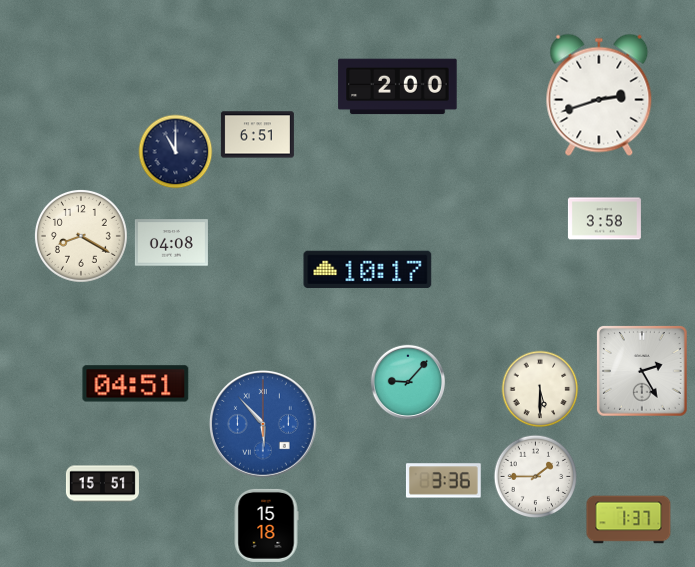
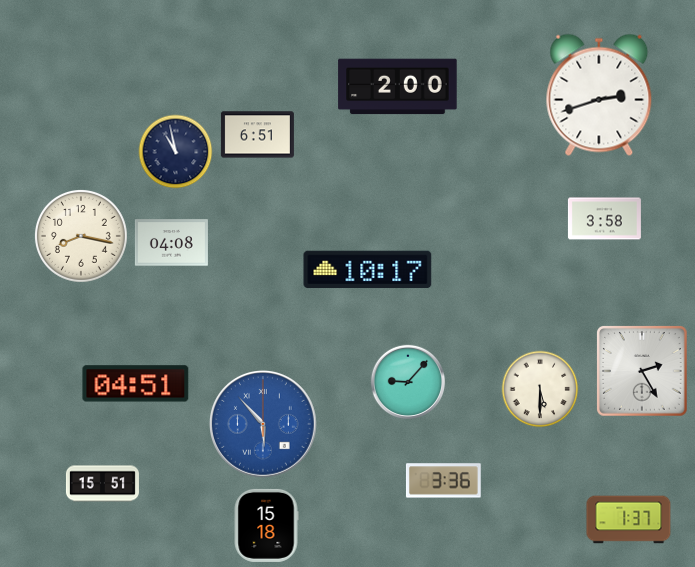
clock at (176, 152): 11:00 -> 10:58
clock at (81, 236): 8:20 -> 8:17
clock at (536, 477): 1:45 -> none
